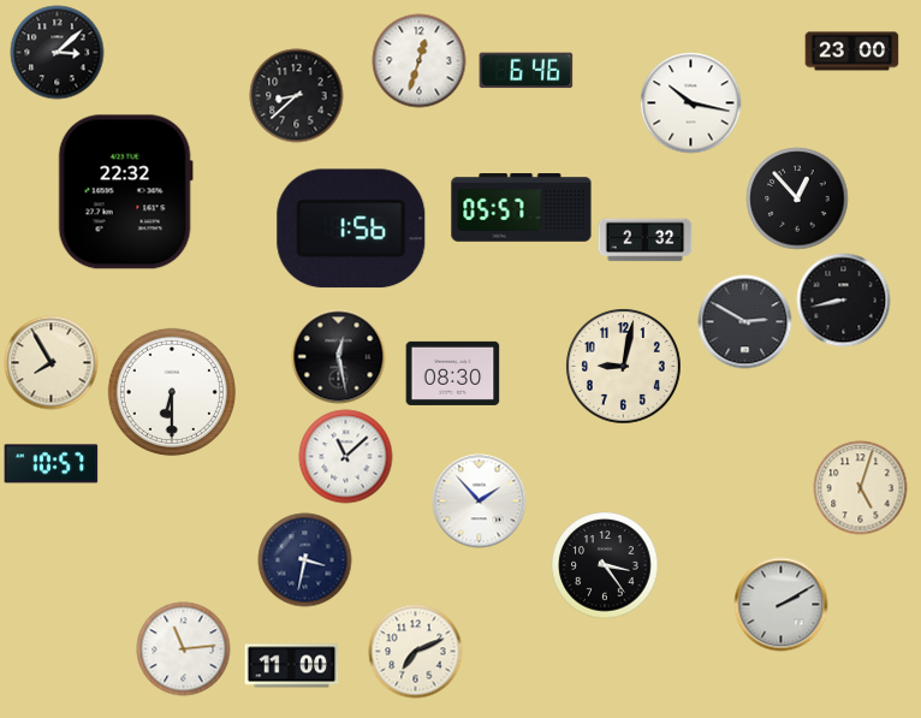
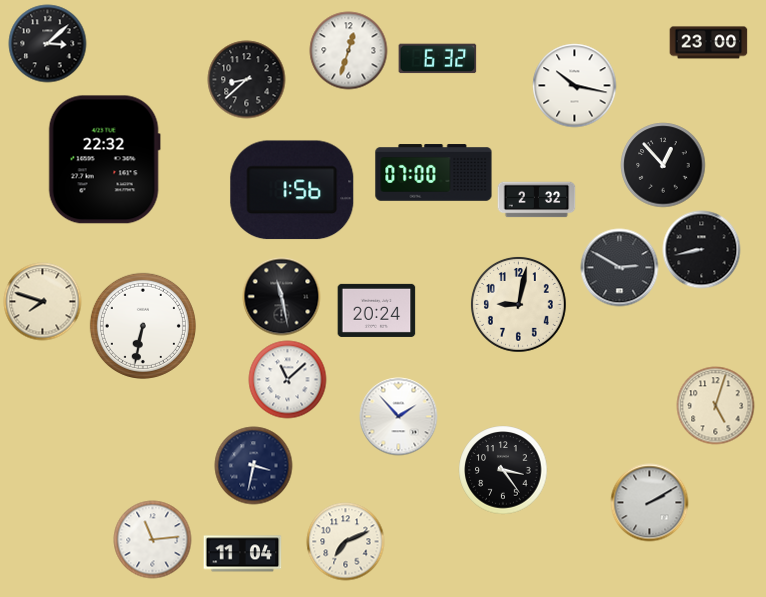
clock at (525, 71): 6:46 -> 6:32
clock at (522, 208): 05:57 -> 07:00
clock at (338, 356): 12:28 -> 11:28
clock at (50, 362): 7:55 -> 7:48
clock at (452, 373): 08:30 -> 20:24
clock at (172, 392): 6:30 -> 6:32
clock at (50, 464): 10:57 -> none
clock at (291, 666): 11:00 -> 11:04
